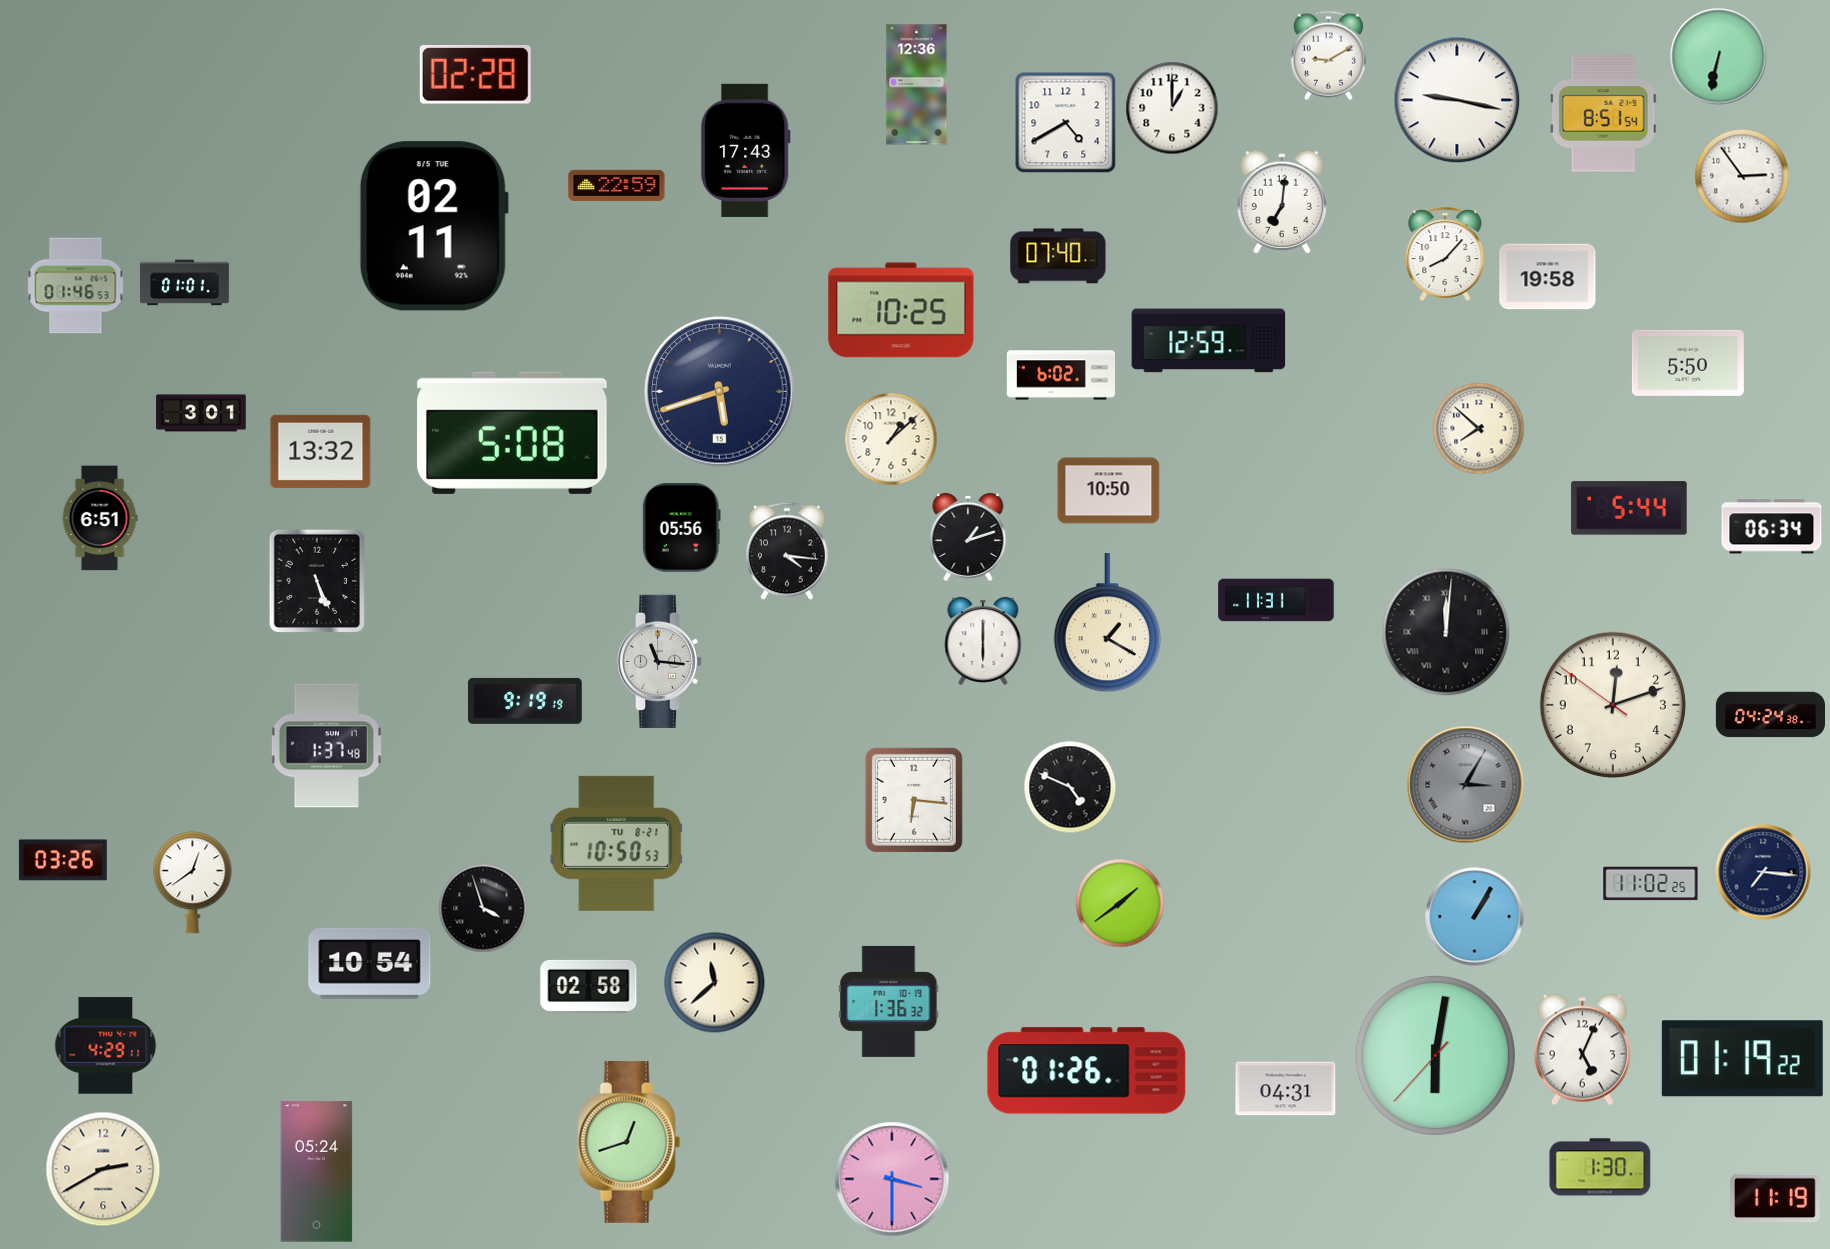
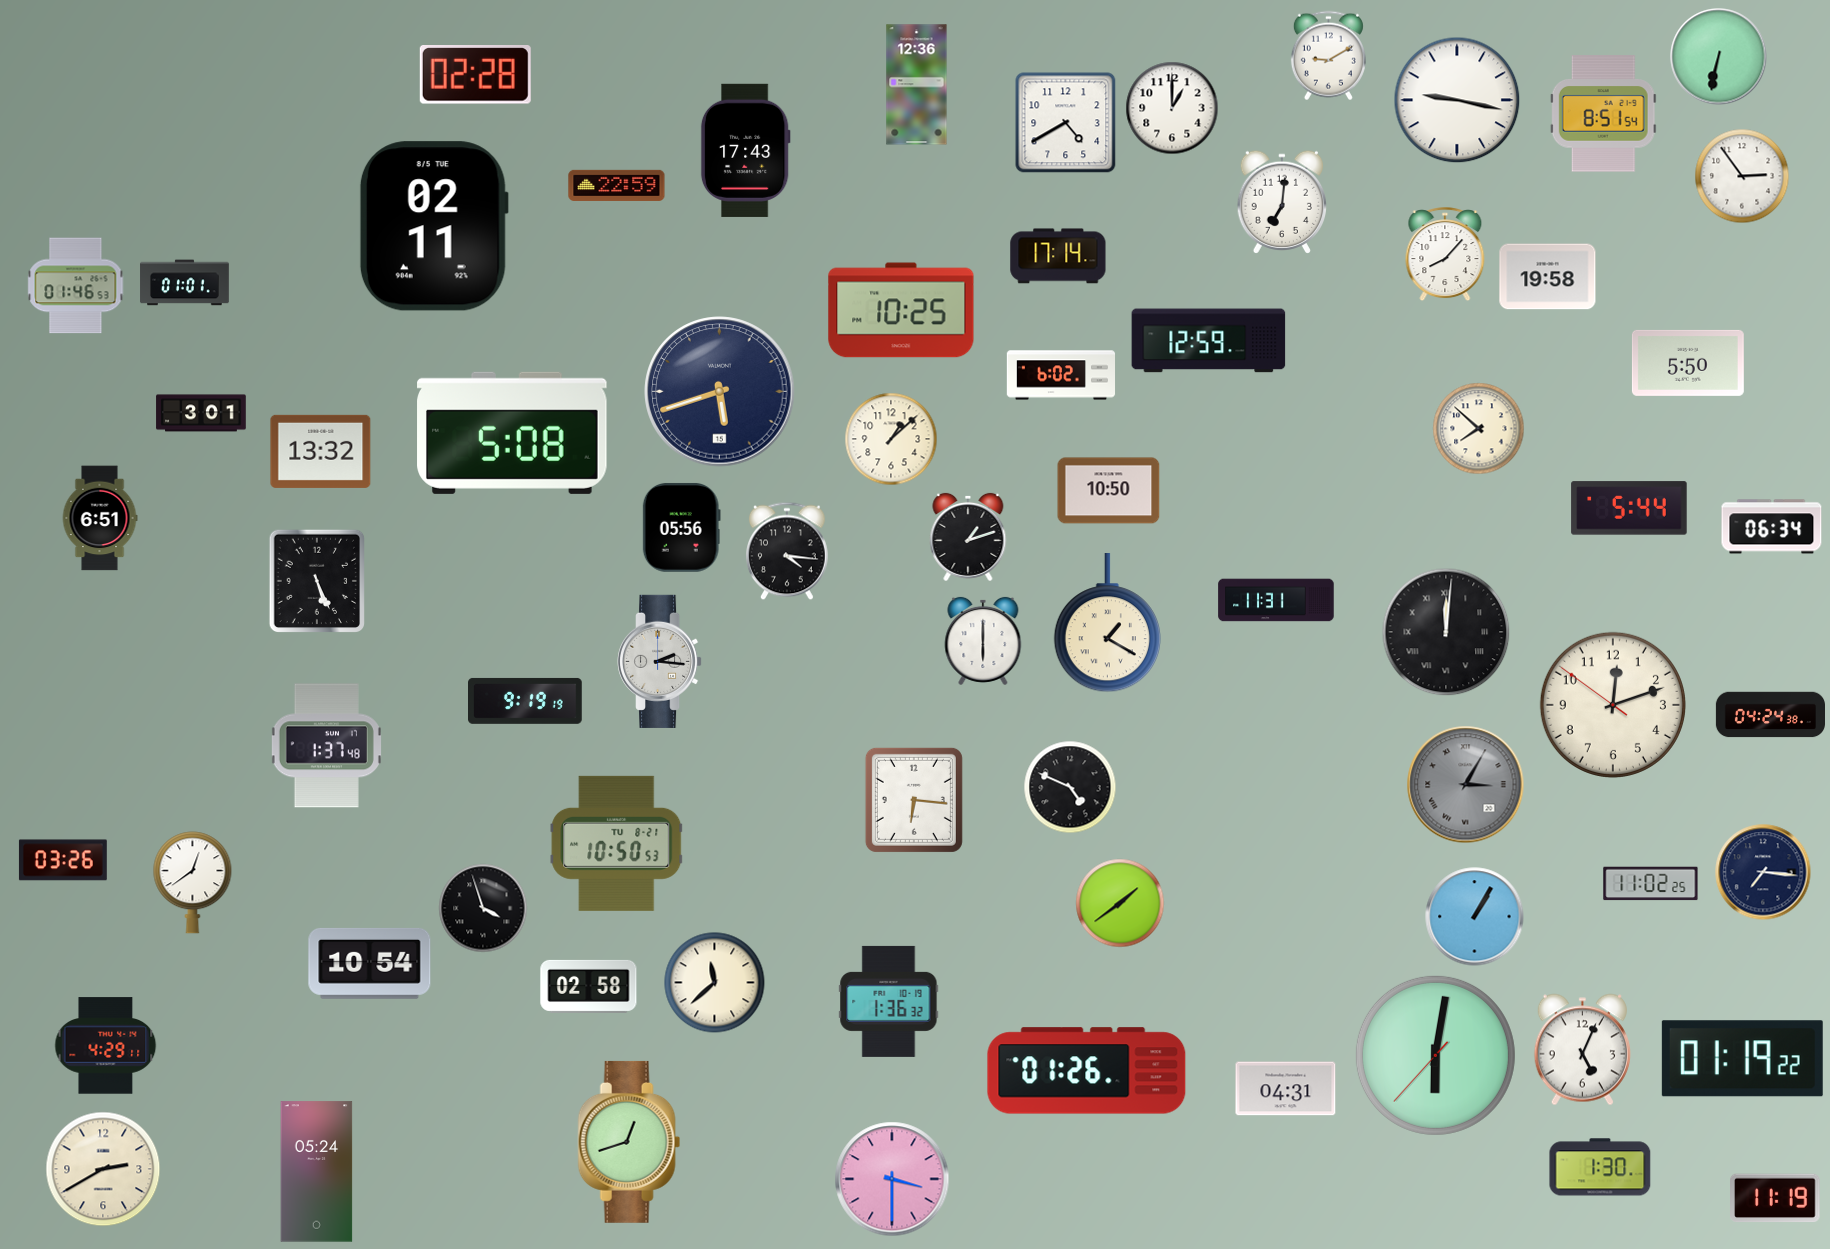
clock at (1058, 256): 07:40 -> 17:14
clock at (661, 661): 11:16 -> 2:16
